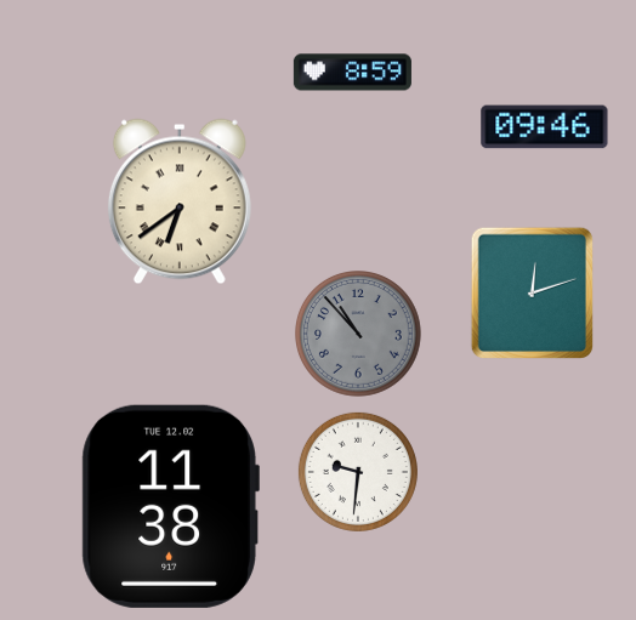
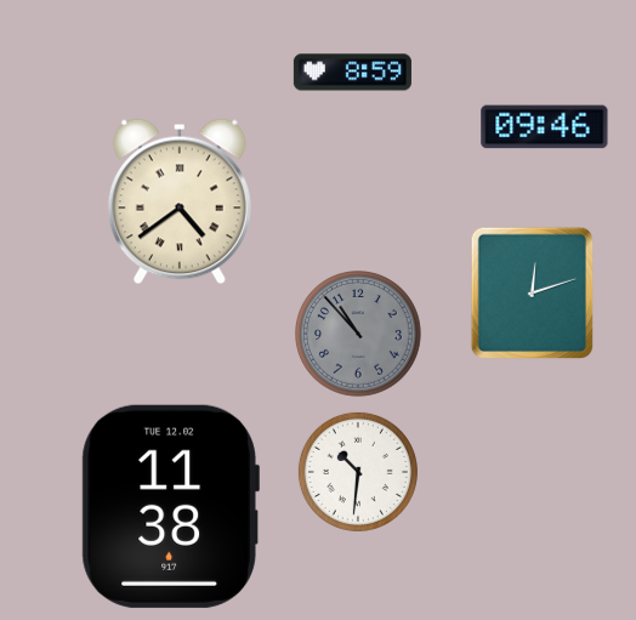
clock at (180, 201): 6:39 -> 4:39
clock at (358, 472): 9:31 -> 10:31
